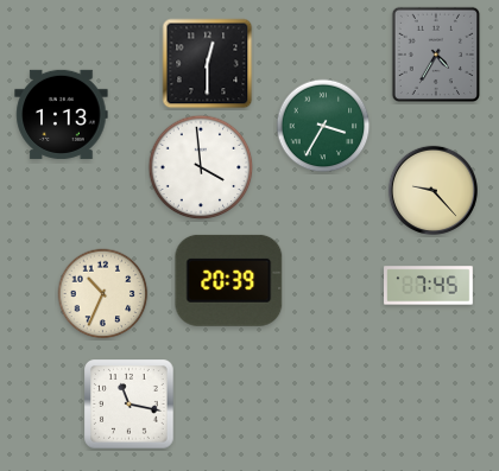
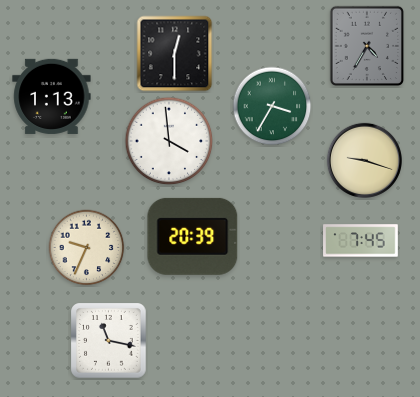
clock at (432, 190): 9:23 -> 9:18
clock at (103, 294): 10:34 -> 9:34
